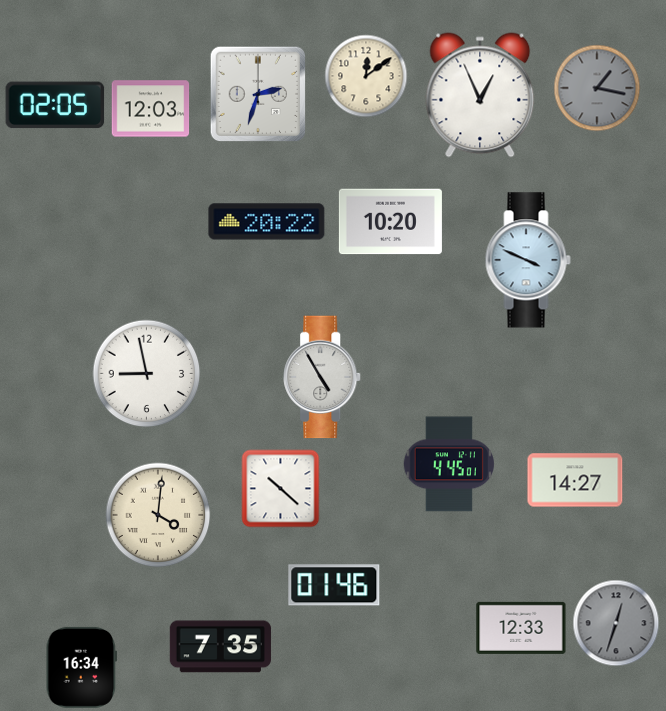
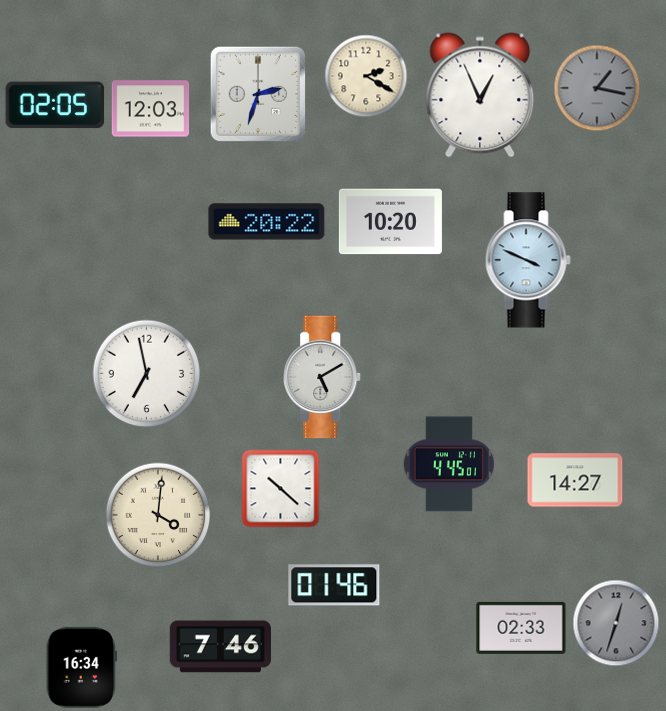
clock at (366, 76): 12:09 -> 2:20
clock at (147, 374): 8:58 -> 6:58
clock at (323, 377): 4:55 -> 5:10
clock at (521, 628): 12:33 -> 02:33
clock at (220, 647): 7:35 -> 7:46
